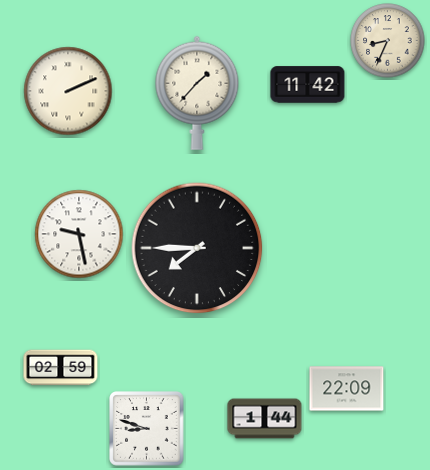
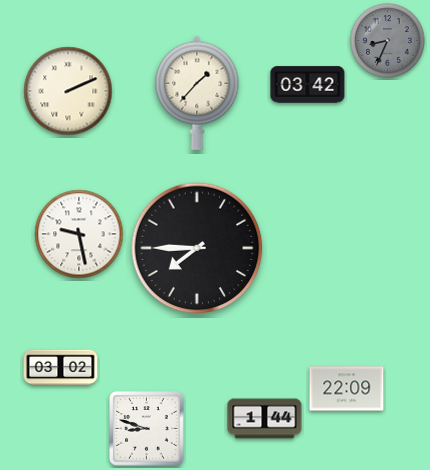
clock at (388, 41) dial: cream -> grey
clock at (308, 85): 11:42 -> 03:42
clock at (61, 368): 02:59 -> 03:02
